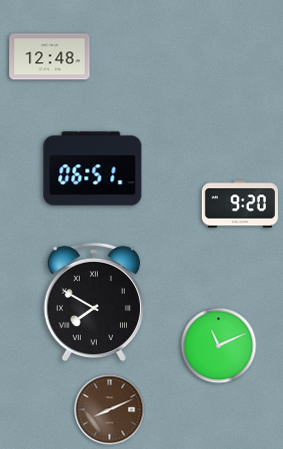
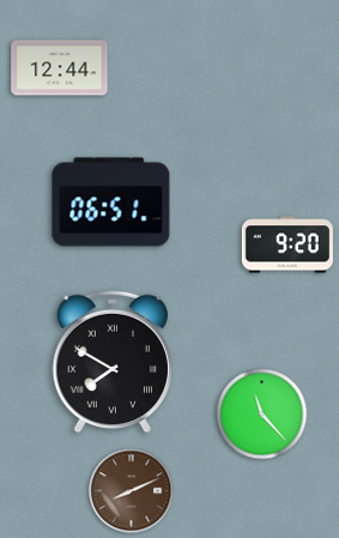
clock at (50, 57): 12:48 -> 12:44
clock at (219, 346): 11:11 -> 11:23
